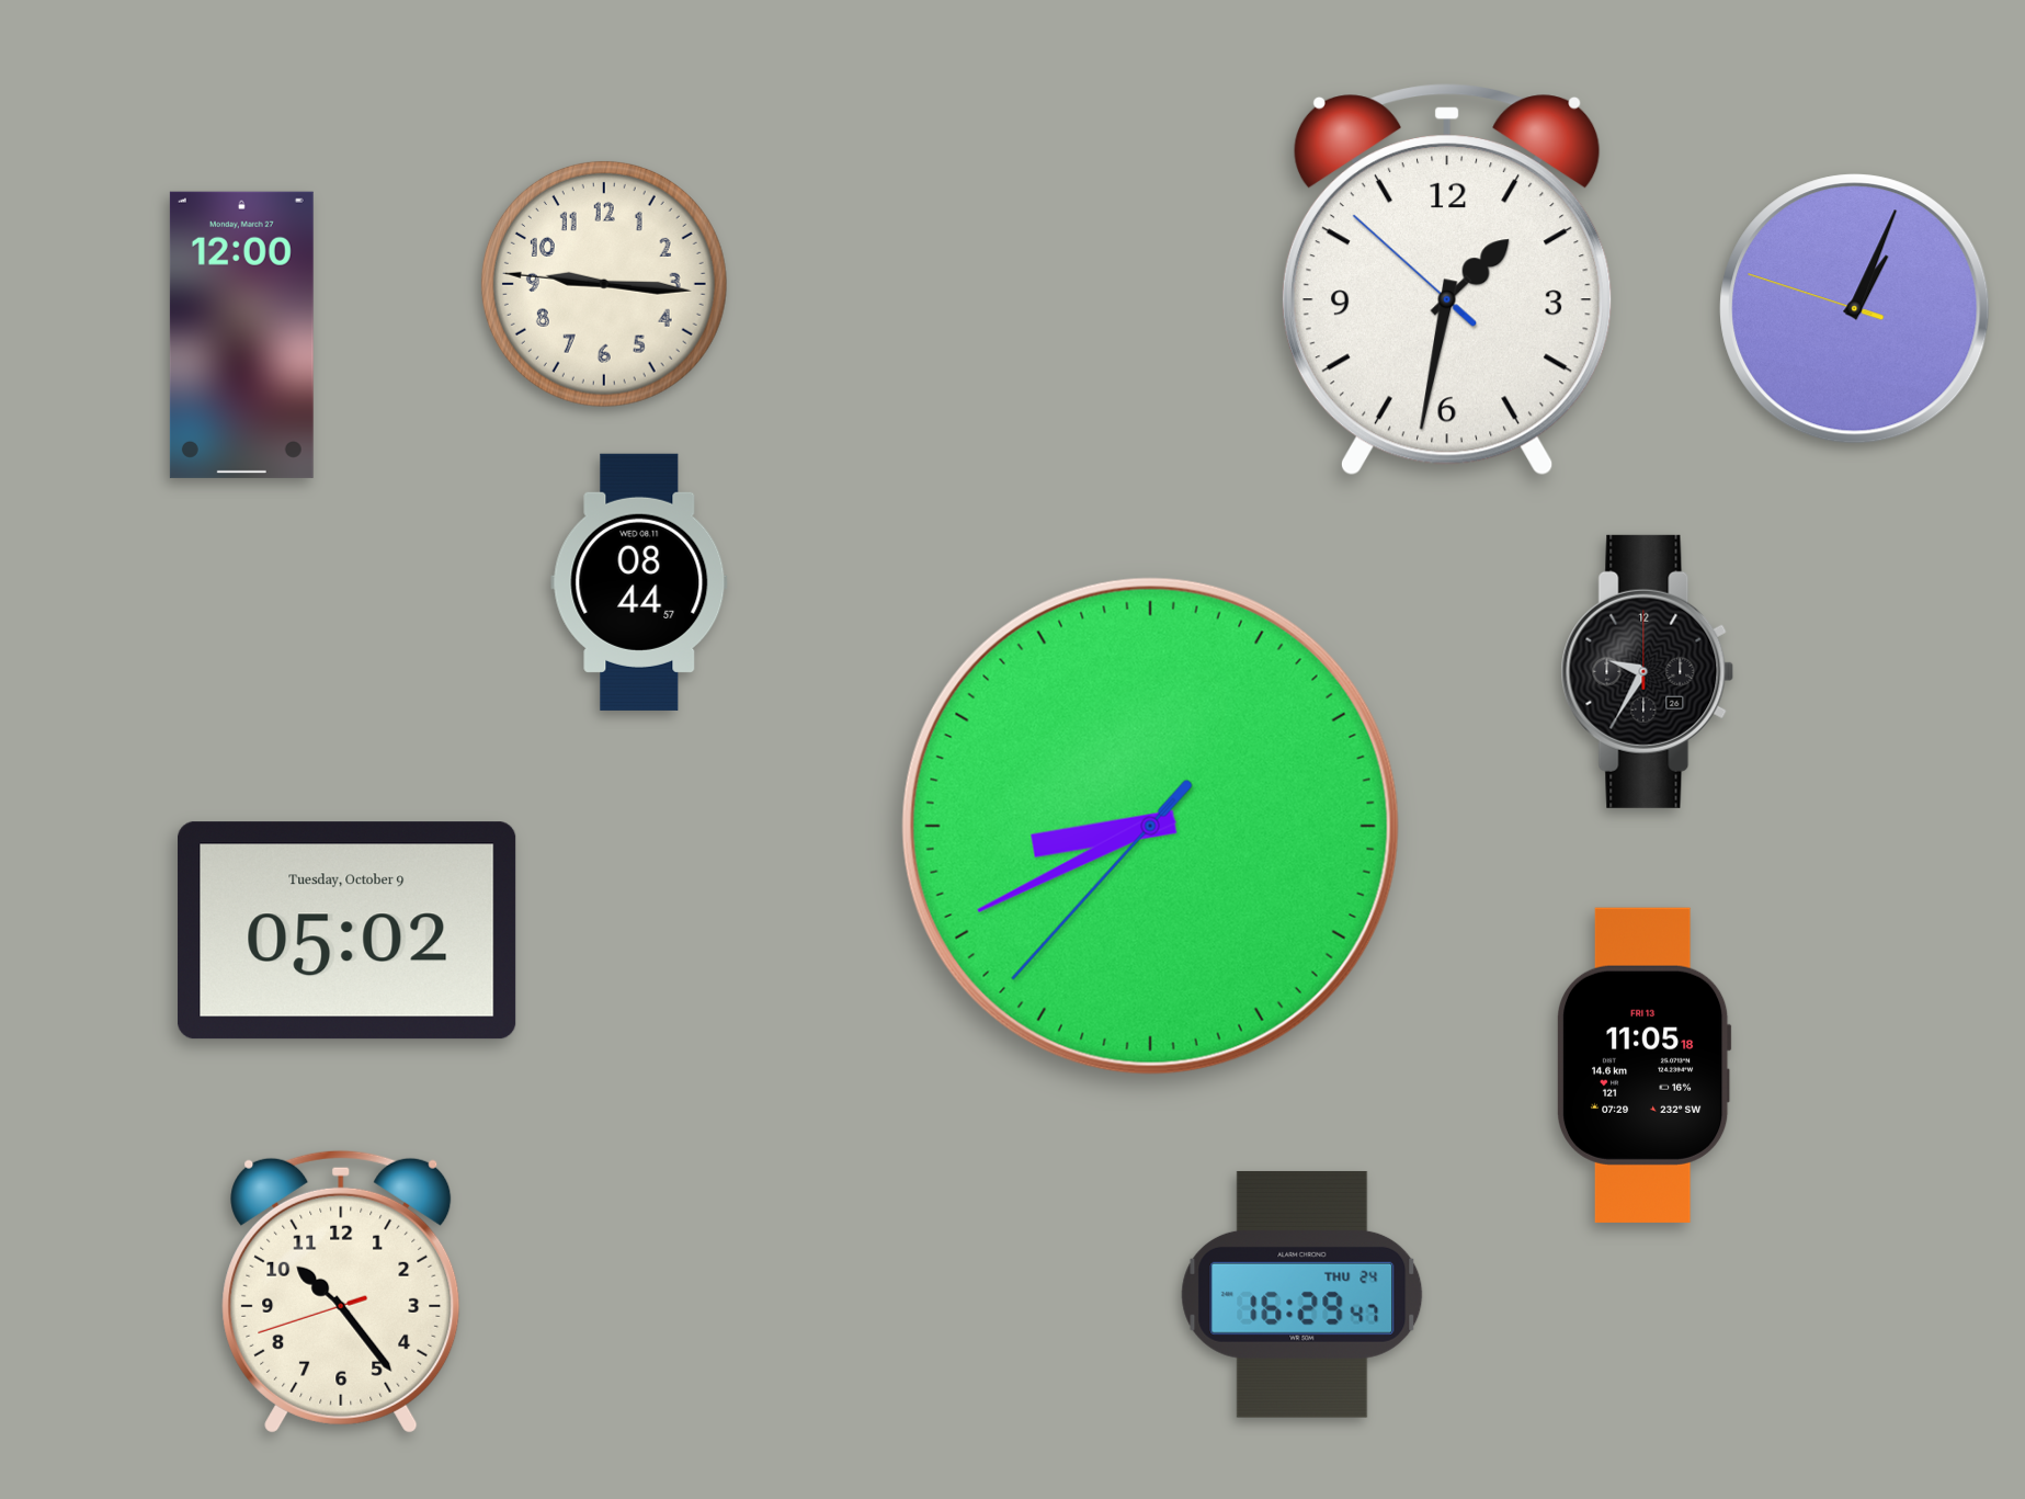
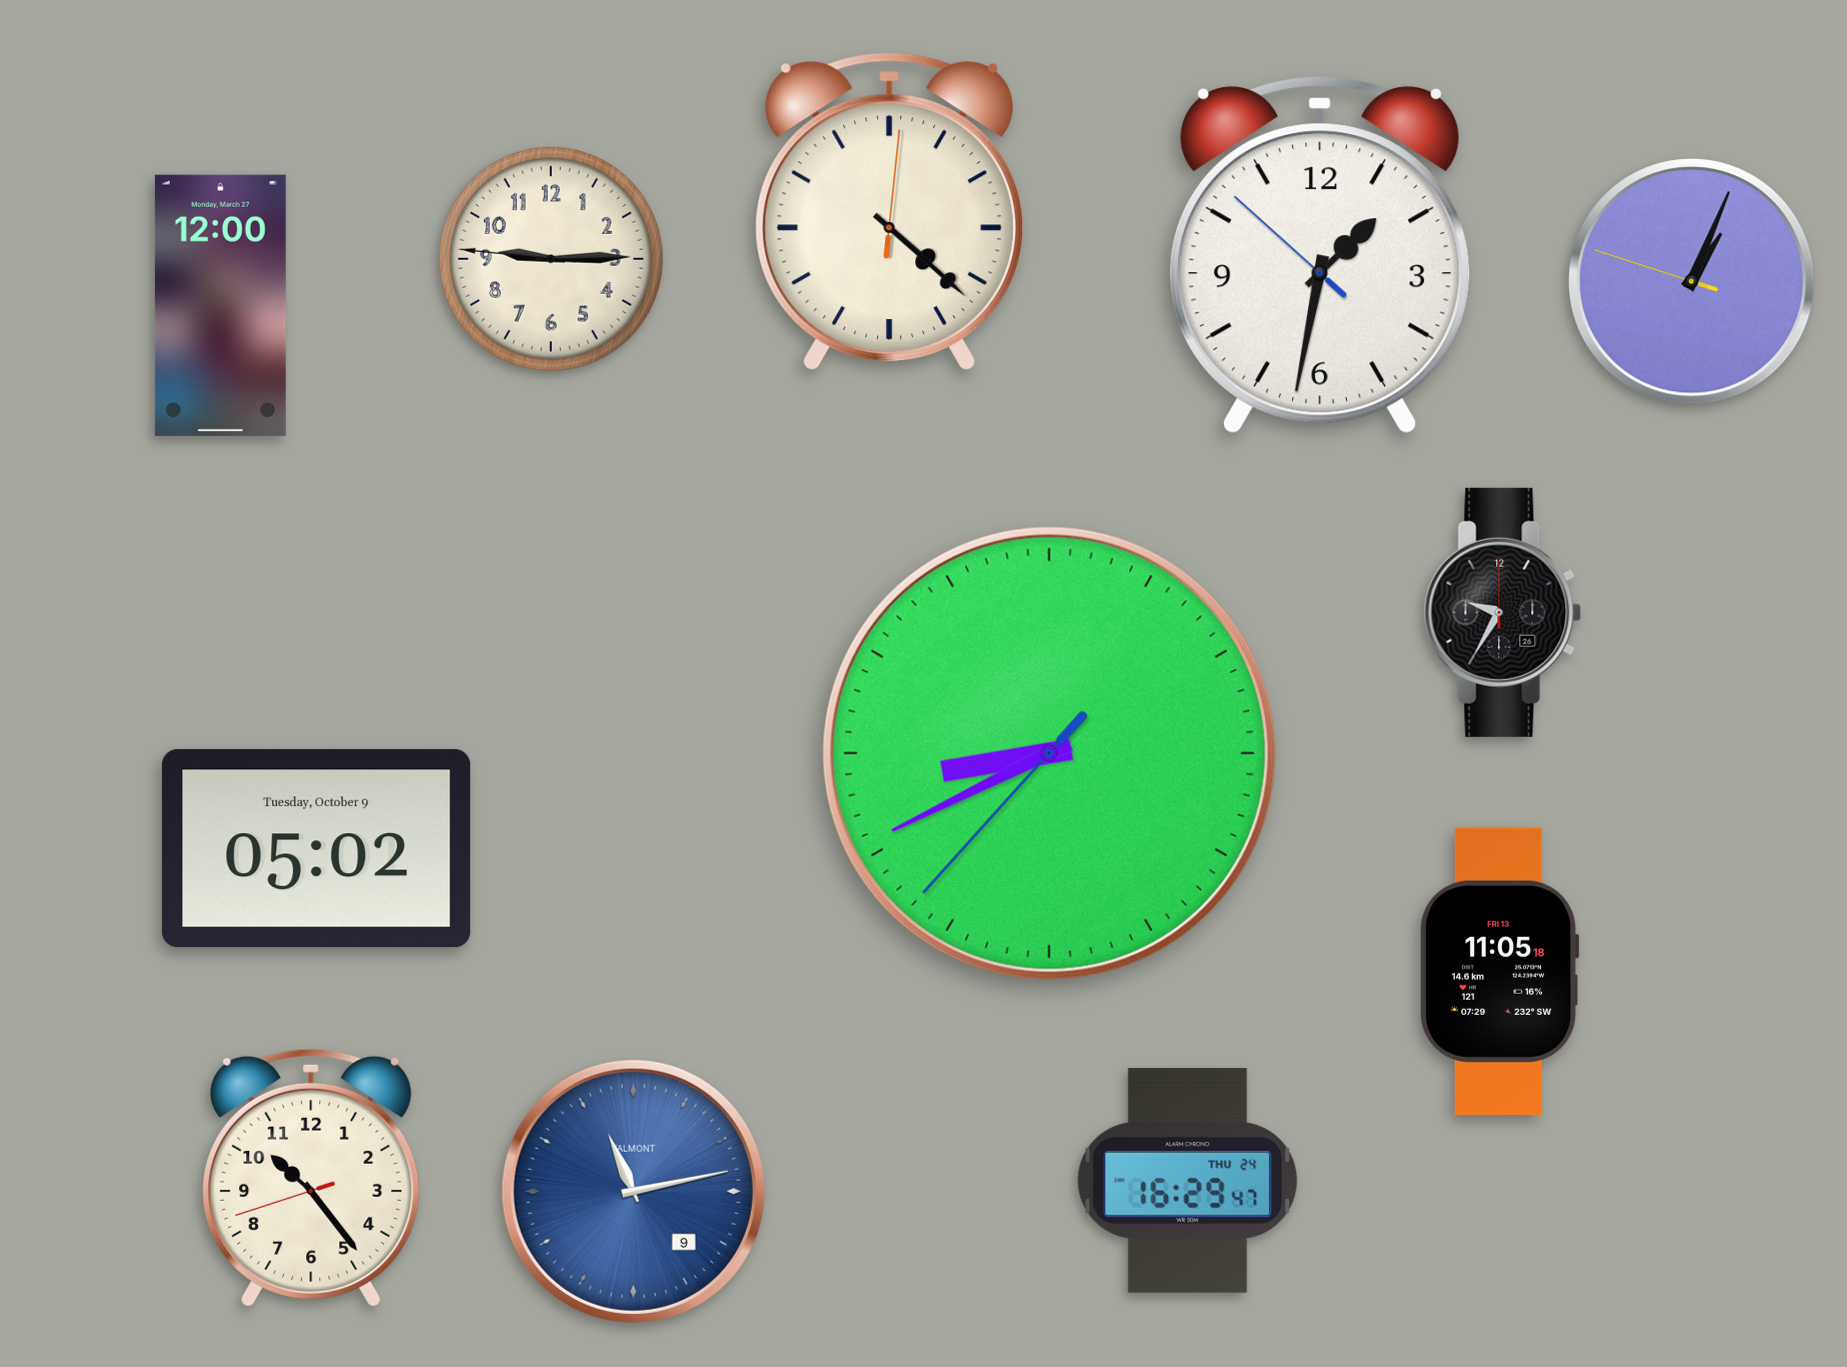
clock at (889, 212): none -> 4:22
clock at (604, 284): 9:15 -> 9:14
clock at (639, 582): 08:44 -> none
clock at (633, 1191): none -> 11:13
